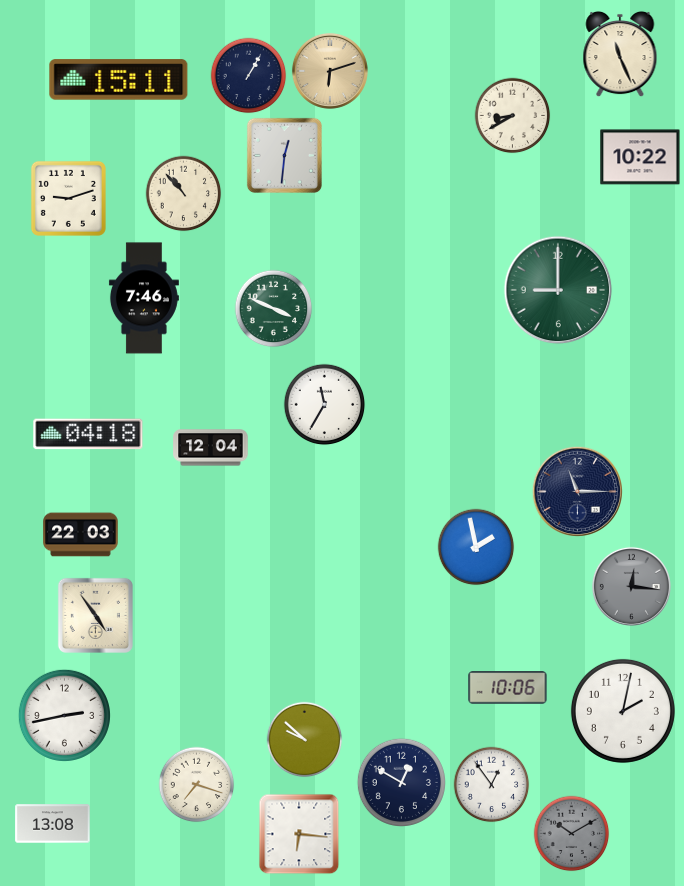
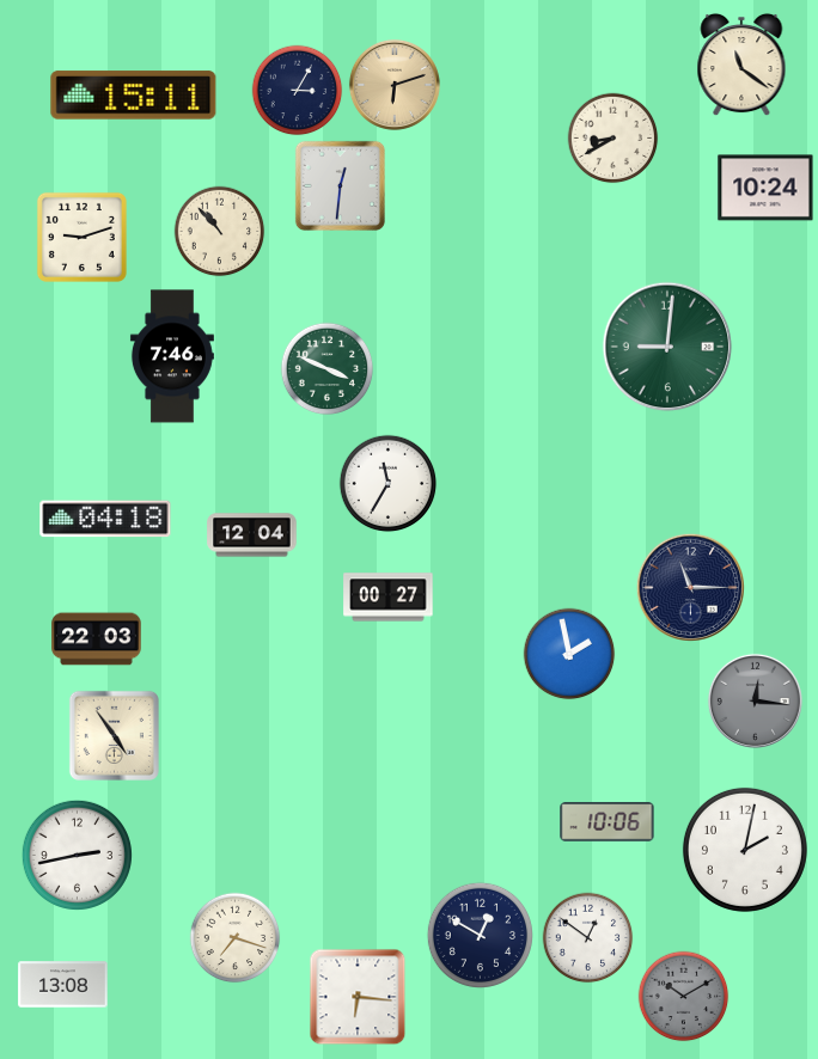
clock at (620, 54): 11:26 -> 11:21
clock at (249, 76): 1:05 -> 3:05
clock at (119, 80) position: (119, 80) -> (134, 96)
clock at (640, 157): 10:22 -> 10:24
clock at (558, 290): 9:00 -> 9:01
clock at (389, 598): none -> 00:27
clock at (305, 740): 9:52 -> none
clock at (492, 785): 12:54 -> 12:51
